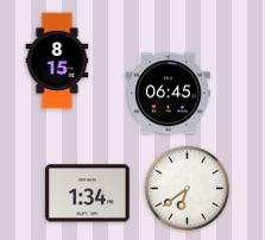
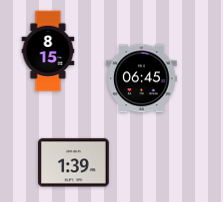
clock at (187, 188): 6:39 -> none
clock at (88, 194): 1:34 -> 1:39
